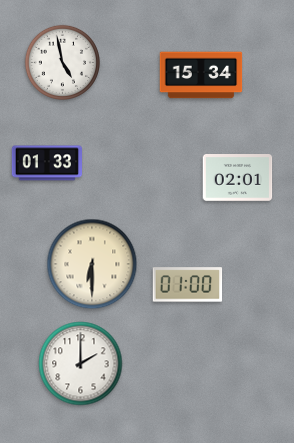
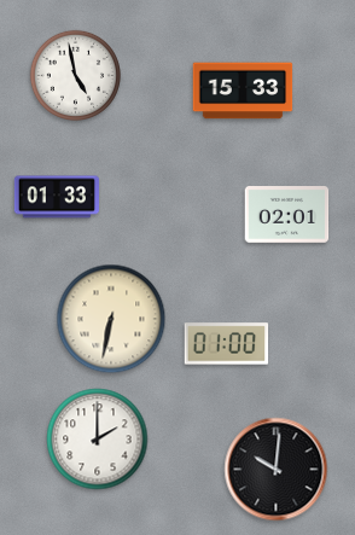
clock at (201, 75): 15:34 -> 15:33
clock at (92, 264): 6:30 -> 6:32
clock at (277, 470): none -> 10:01
